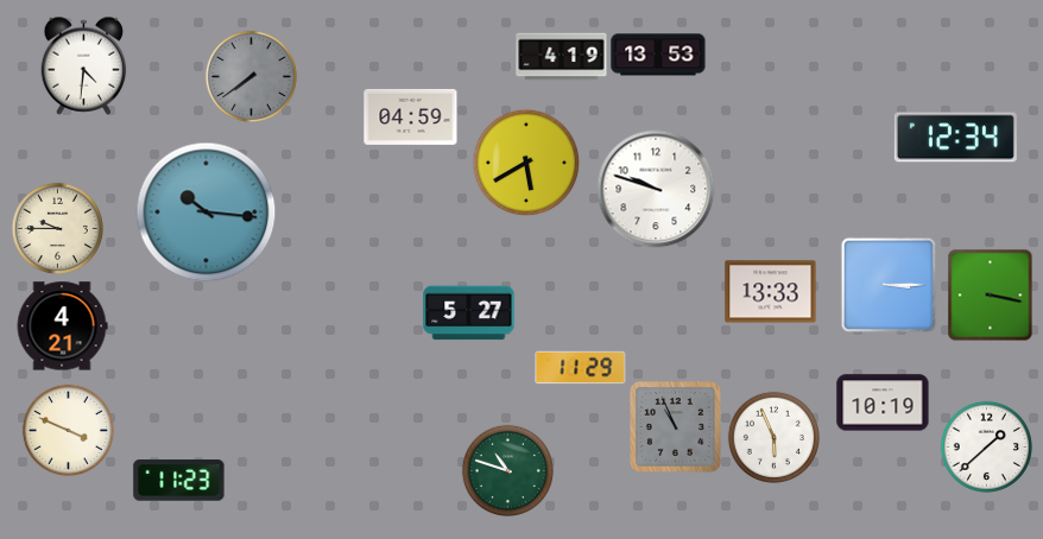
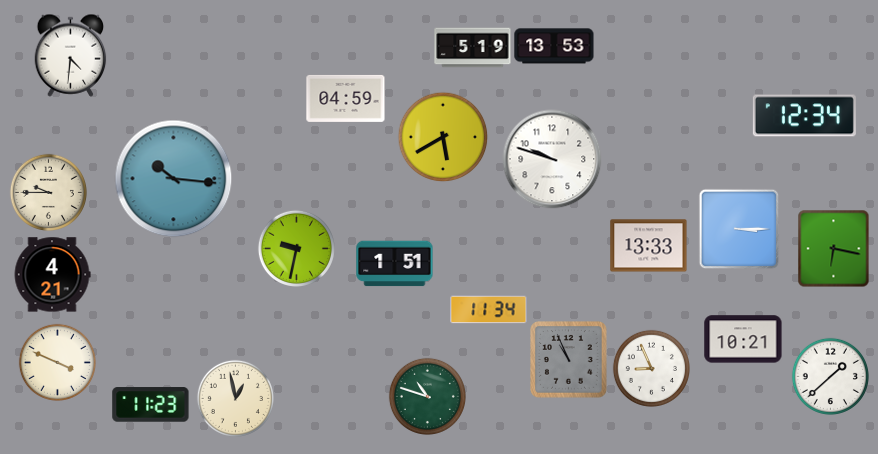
clock at (562, 57): 4:19 -> 5:19
clock at (251, 76): 7:39 -> none
clock at (889, 285) position: (889, 285) -> (739, 229)
clock at (296, 248): none -> 9:32
clock at (991, 294): 3:17 -> 6:17
clock at (469, 313): 5:27 -> 1:51
clock at (581, 368): 11:29 -> 11:34
clock at (883, 402): 10:19 -> 10:21
clock at (773, 437): 5:56 -> 8:56
clock at (235, 398): none -> 12:58
